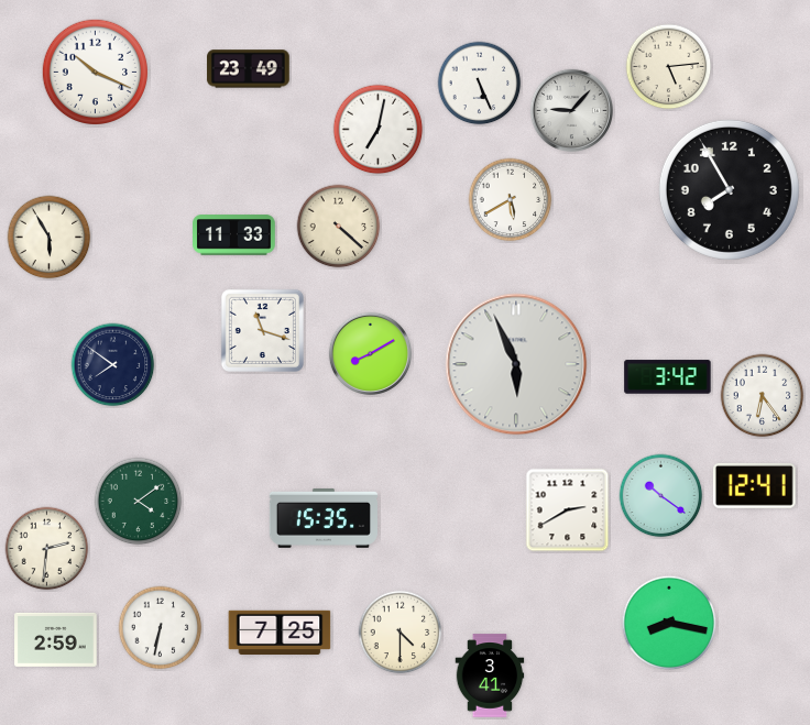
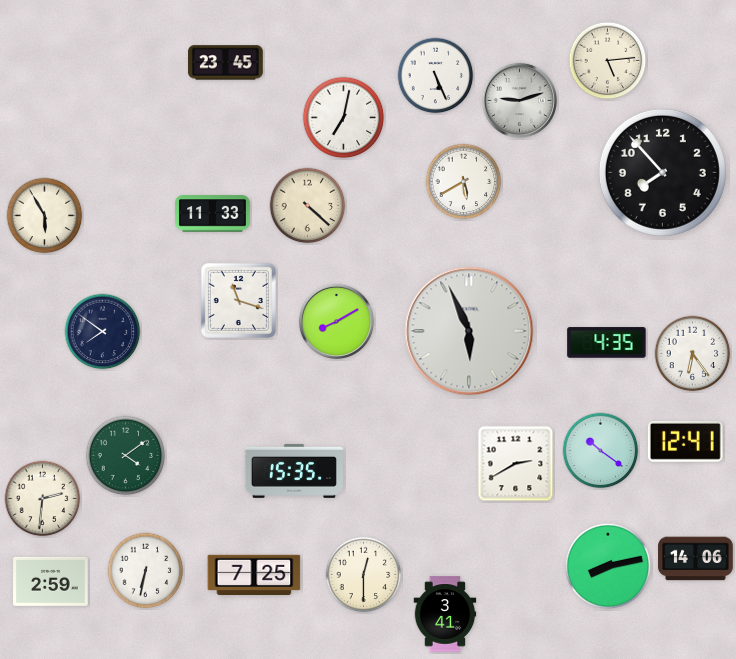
clock at (249, 69): 23:49 -> 23:45
clock at (96, 73): 10:19 -> none
clock at (571, 110): 9:07 -> 9:12
clock at (729, 189): 7:55 -> 7:53
clock at (668, 377): 3:42 -> 4:35
clock at (763, 396) position: (763, 396) -> (693, 354)
clock at (696, 559): none -> 14:06
clock at (669, 623): 8:17 -> 8:13
clock at (401, 633): 4:30 -> 12:30
